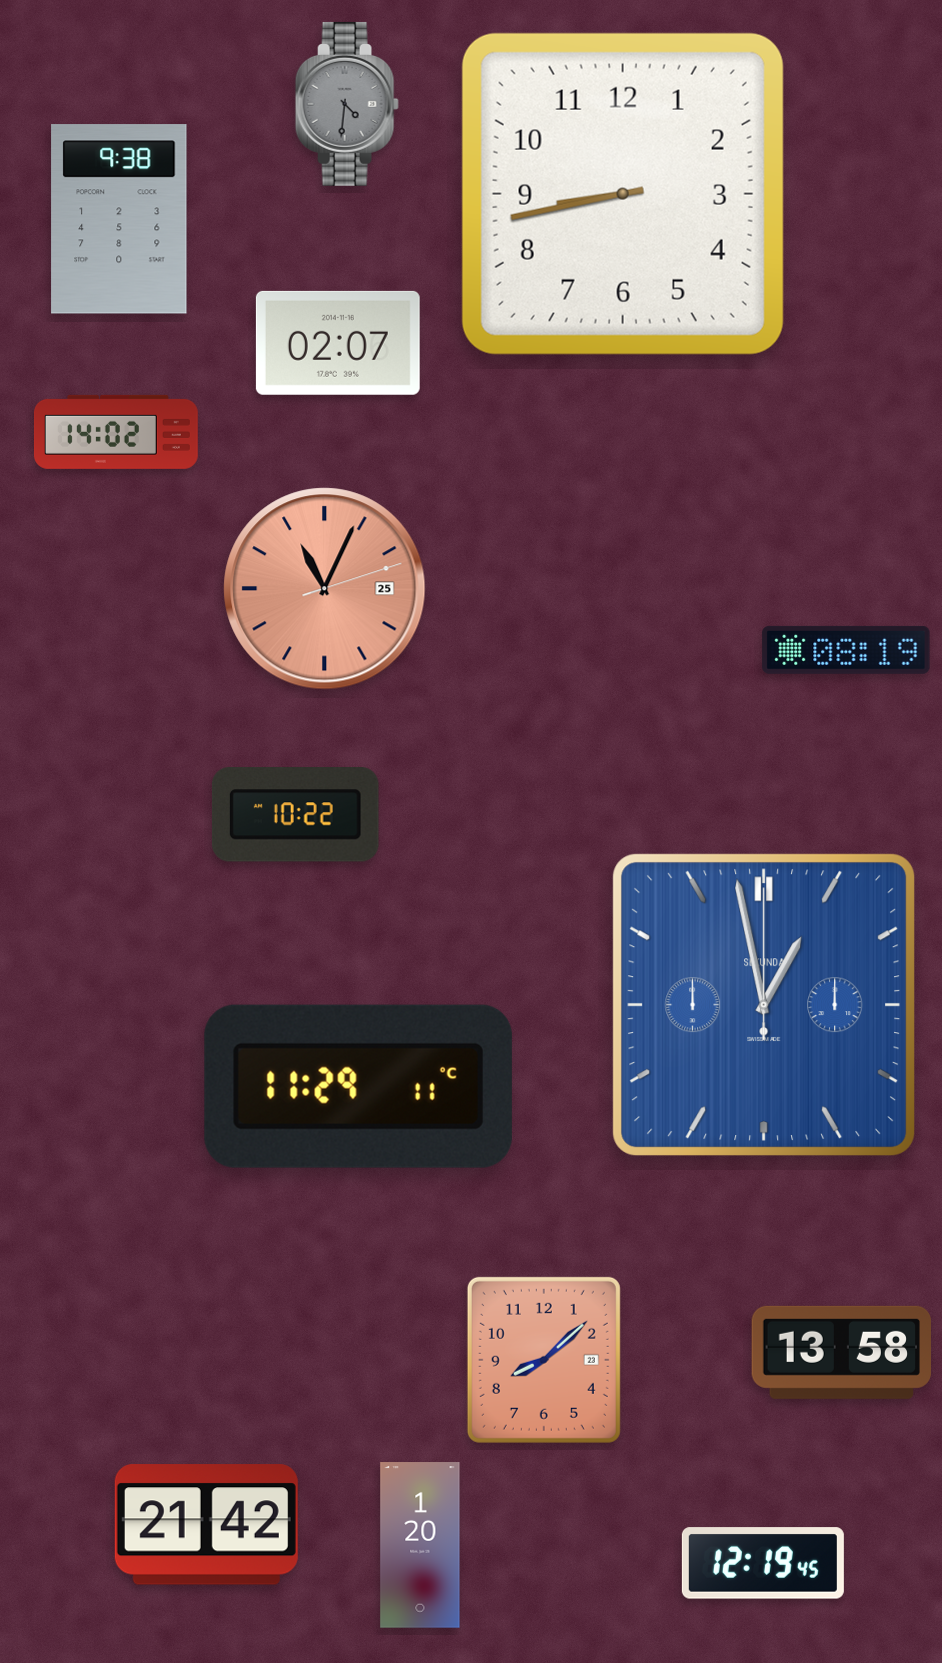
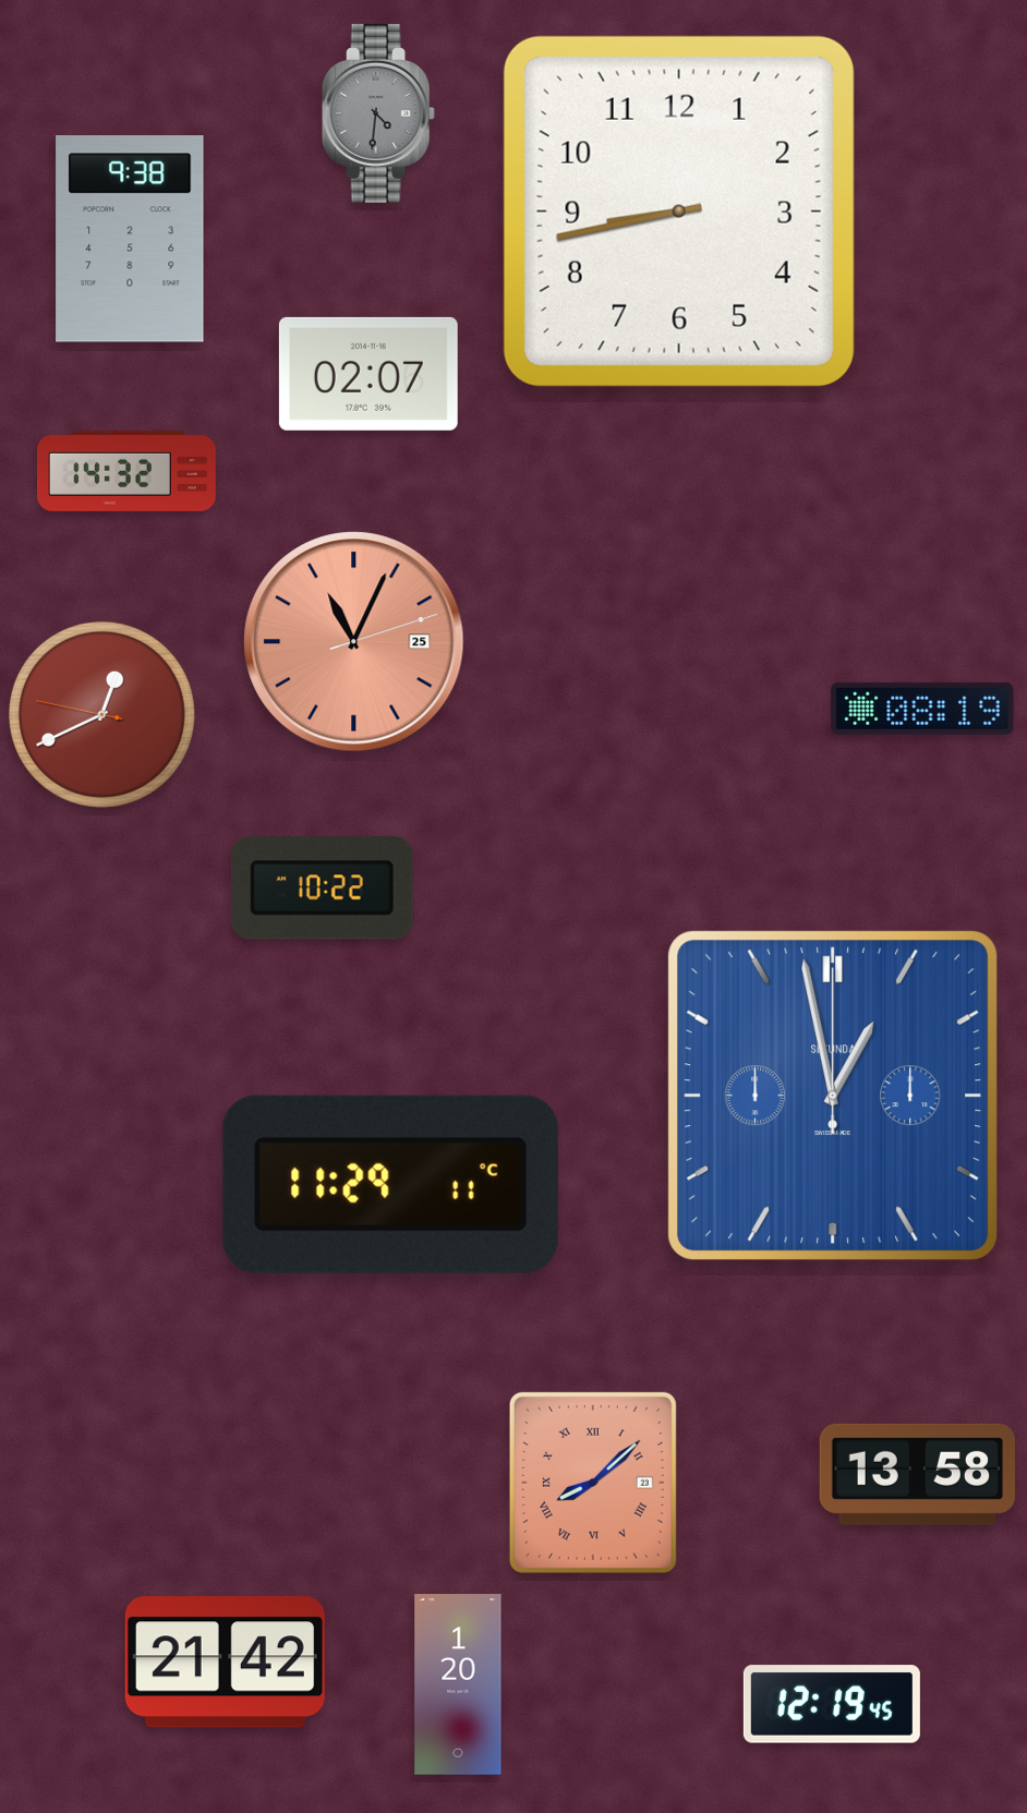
clock at (116, 432): 14:02 -> 14:32
clock at (101, 714): none -> 12:40
clock at (544, 1360) numerals: Arabic -> Roman
